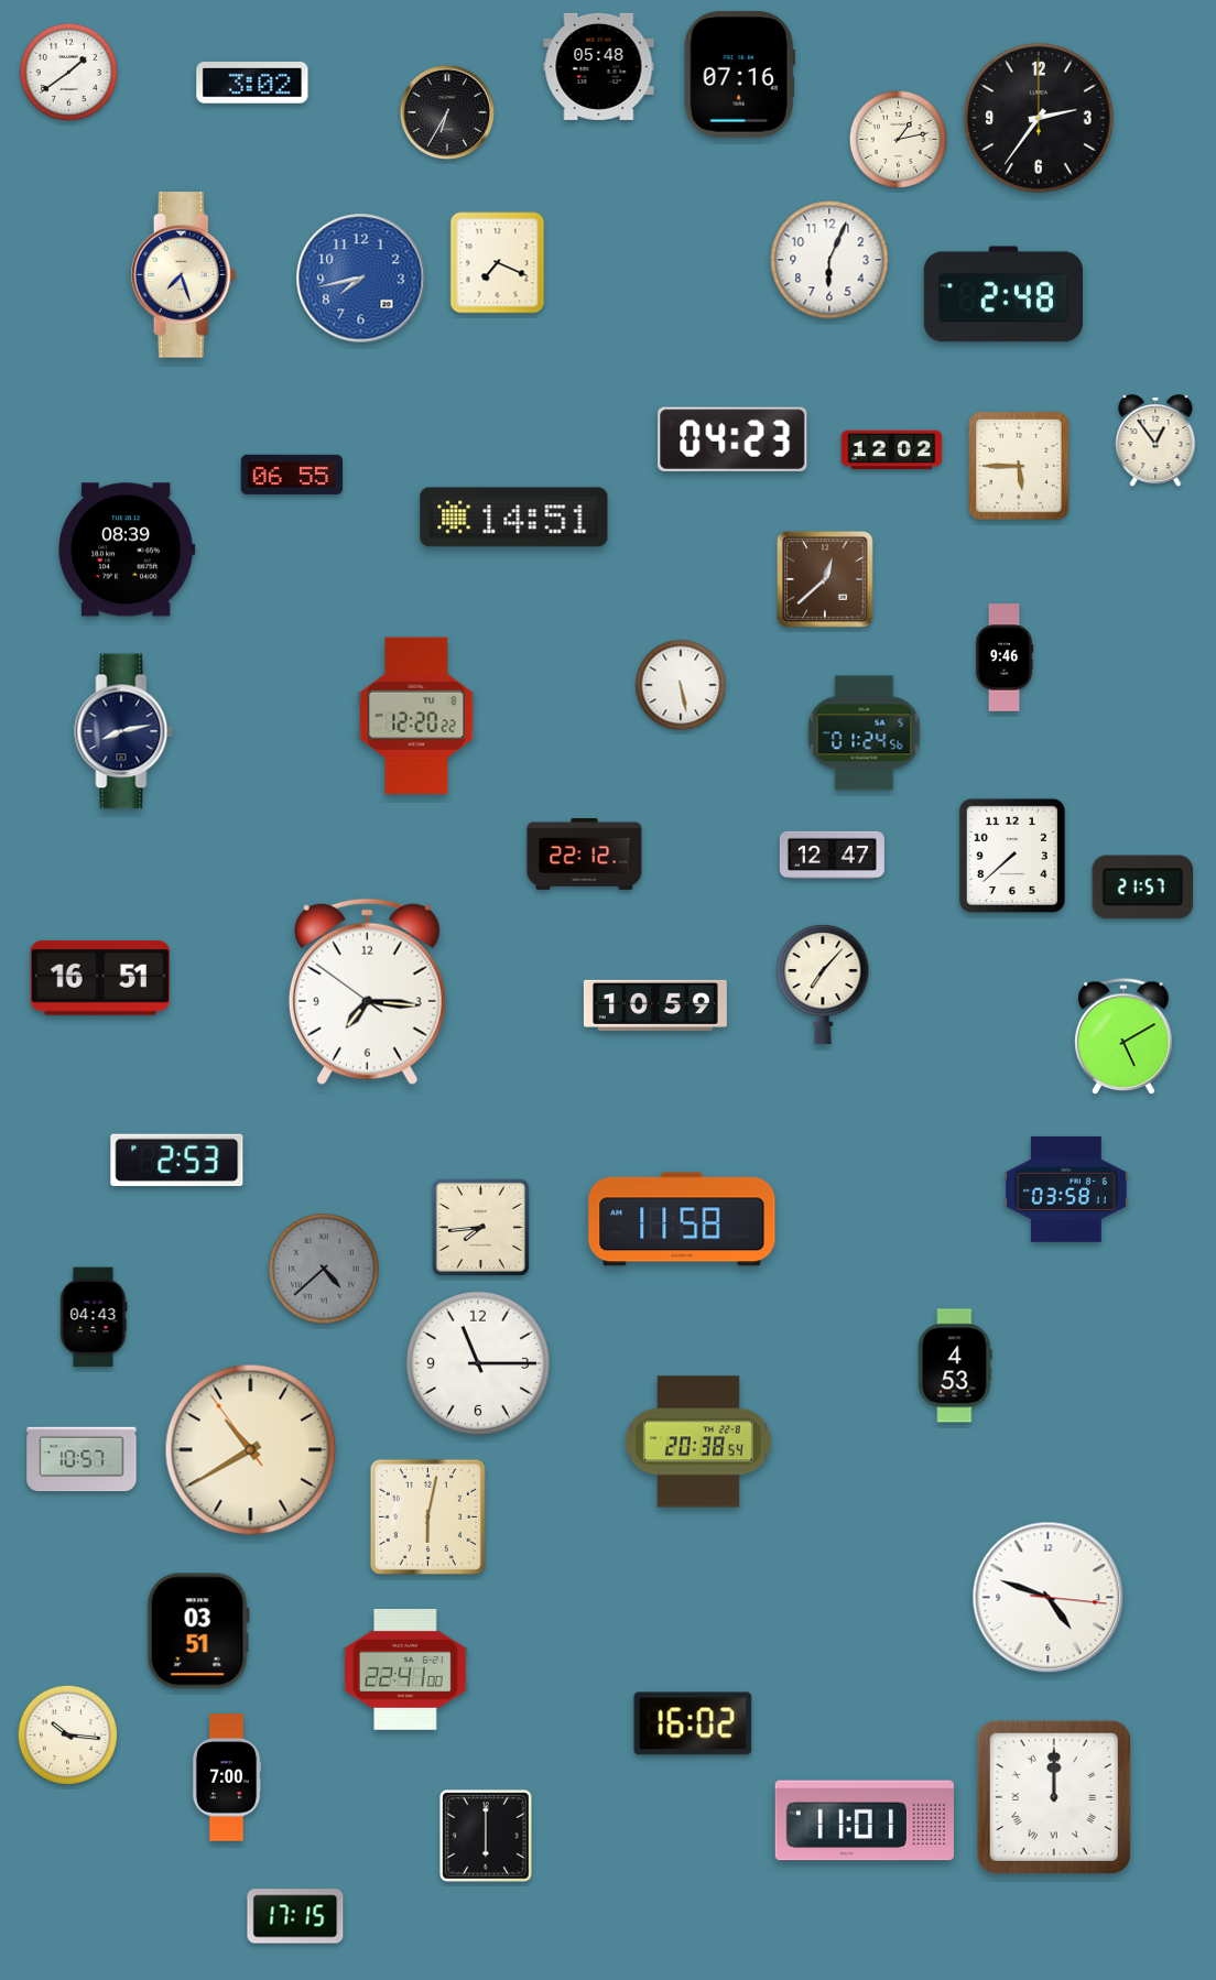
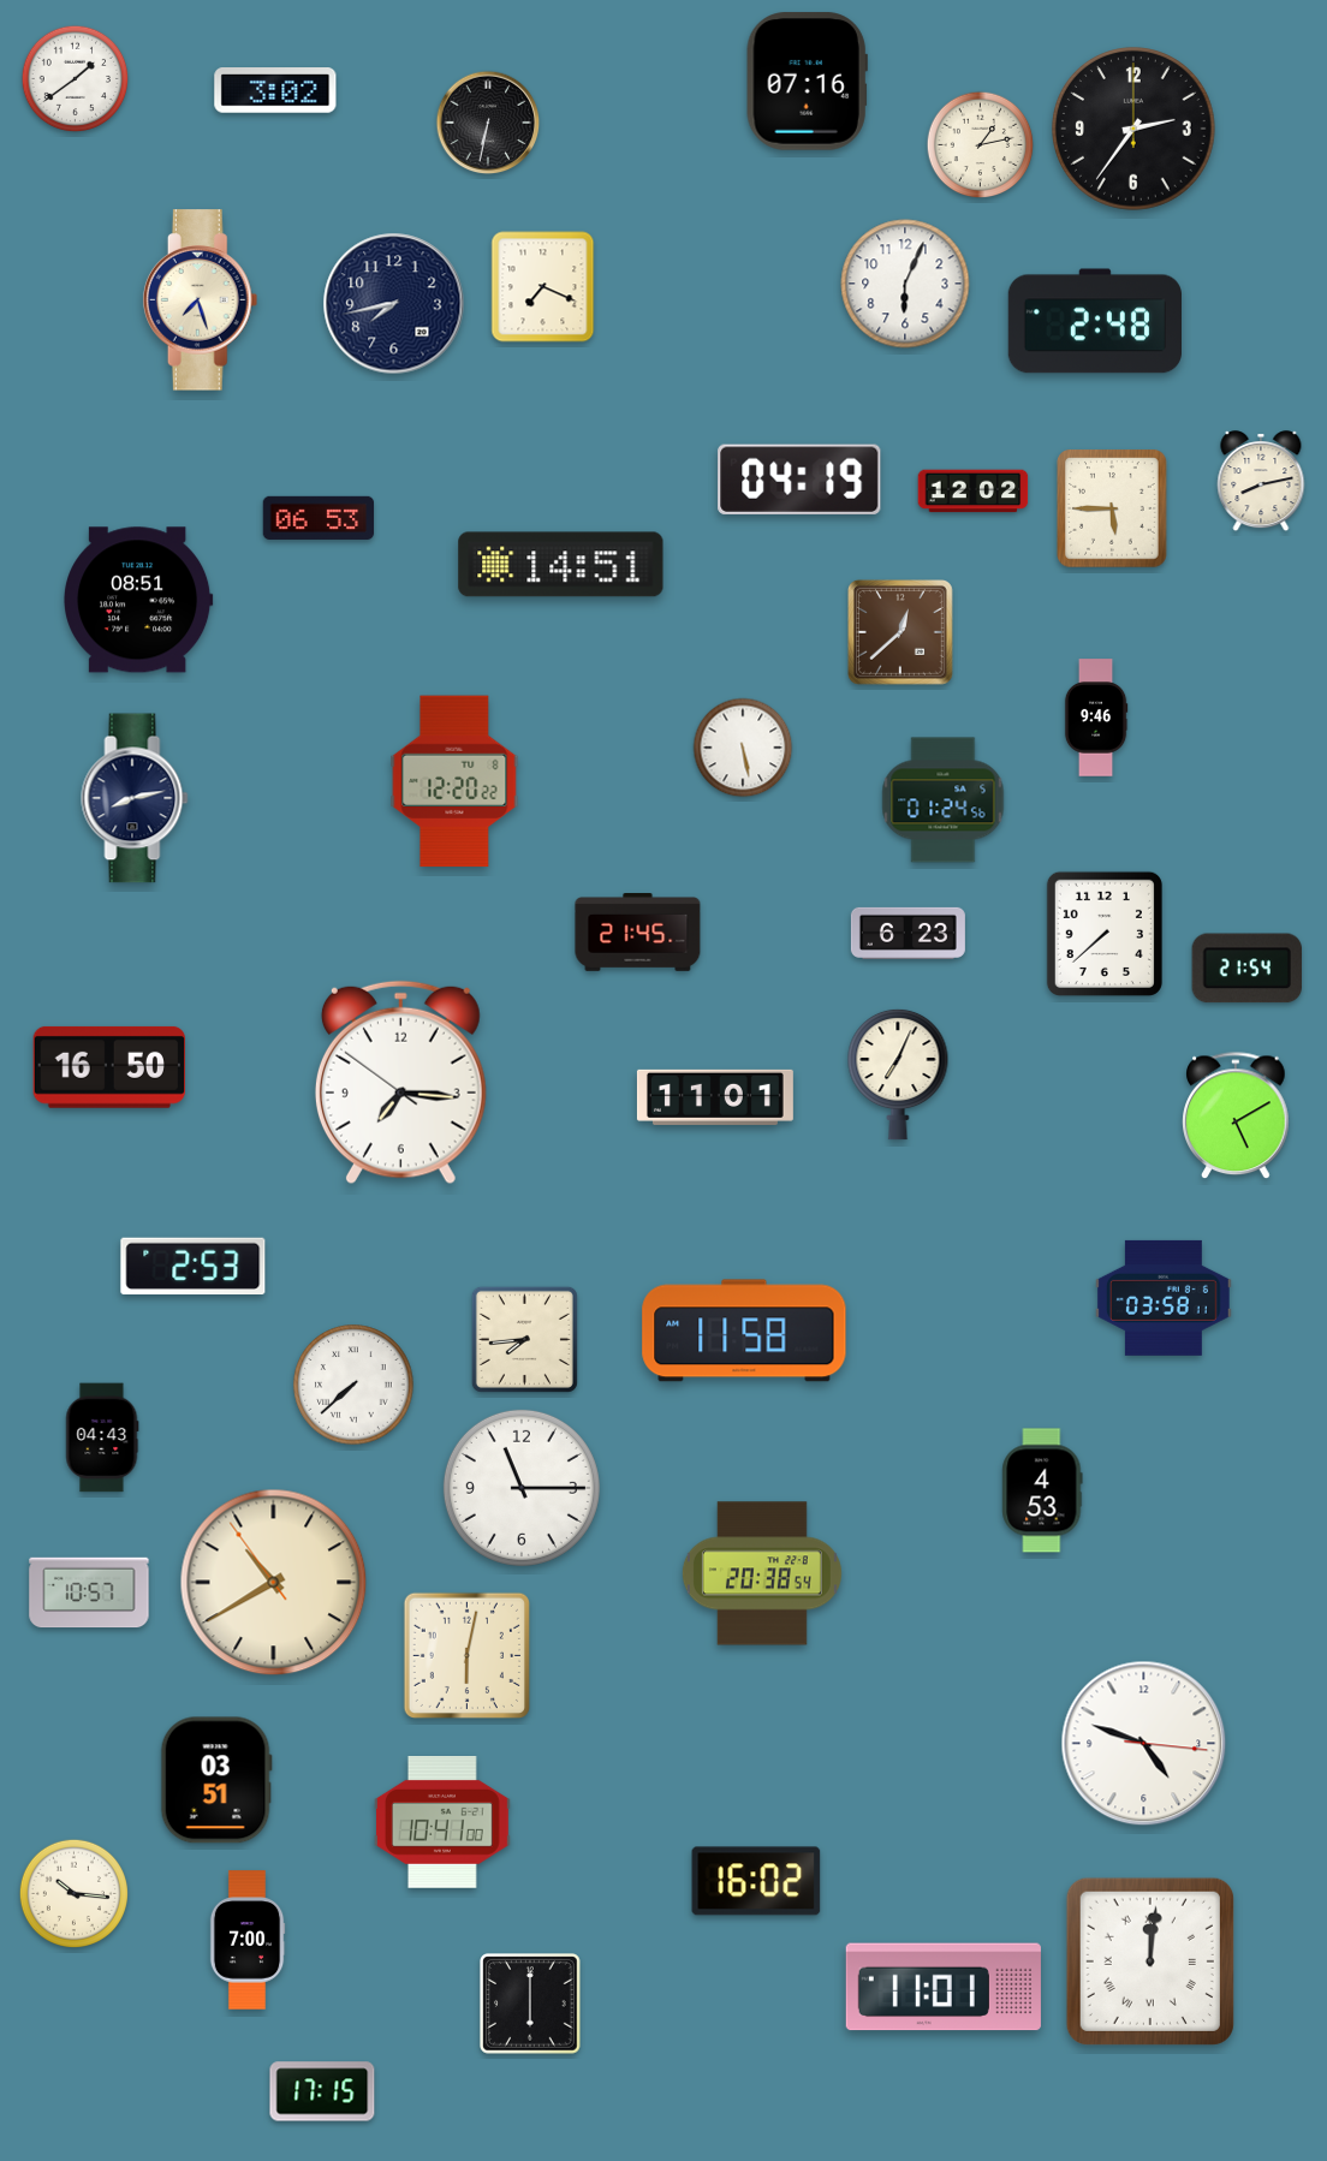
clock at (599, 66): 05:48 -> none
clock at (447, 112): 6:35 -> 6:32
clock at (899, 140) position: (899, 140) -> (981, 145)
clock at (361, 279) dial: blue -> navy
clock at (732, 439): 04:23 -> 04:19
clock at (1155, 442): 12:54 -> 8:13
clock at (292, 475): 06:55 -> 06:53
clock at (128, 550): 08:39 -> 08:51
clock at (585, 855): 22:12 -> 21:45
clock at (832, 855): 12:47 -> 6:23
clock at (1143, 888): 21:57 -> 21:54
clock at (99, 978): 16:51 -> 16:50
clock at (823, 984): 7:07 -> 7:04
clock at (655, 1005): 10:59 -> 11:01
clock at (1123, 1037) position: (1123, 1037) -> (1236, 1117)
clock at (324, 1269): 4:38 -> 7:38
clock at (324, 1269) dial: grey -> white
clock at (405, 1671): 22:41 -> 10:41
clock at (1054, 1797): 12:00 -> 12:01
